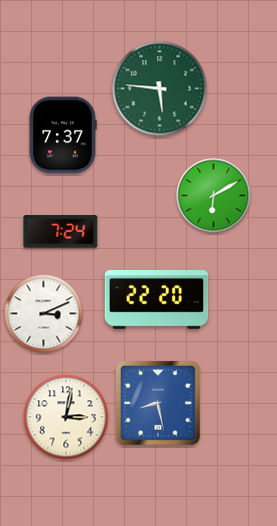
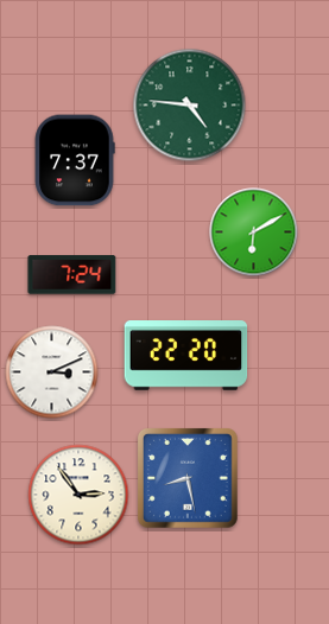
clock at (160, 89): 5:46 -> 4:46
clock at (66, 417): 3:02 -> 2:54
